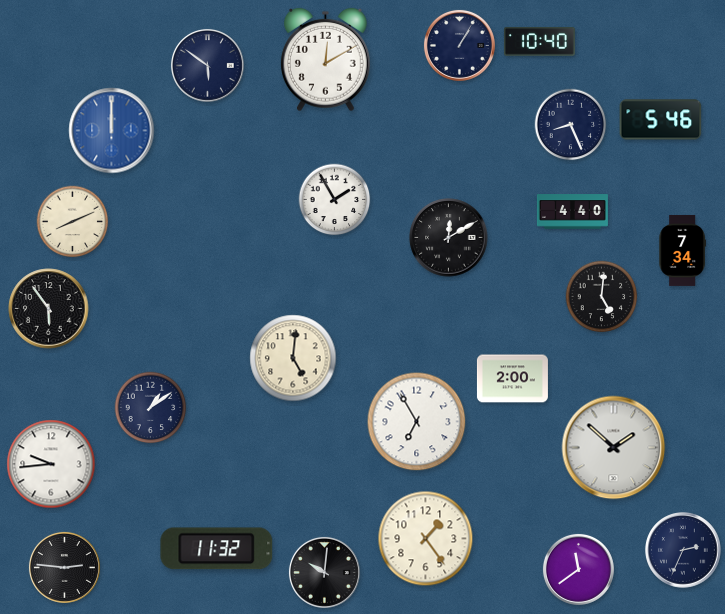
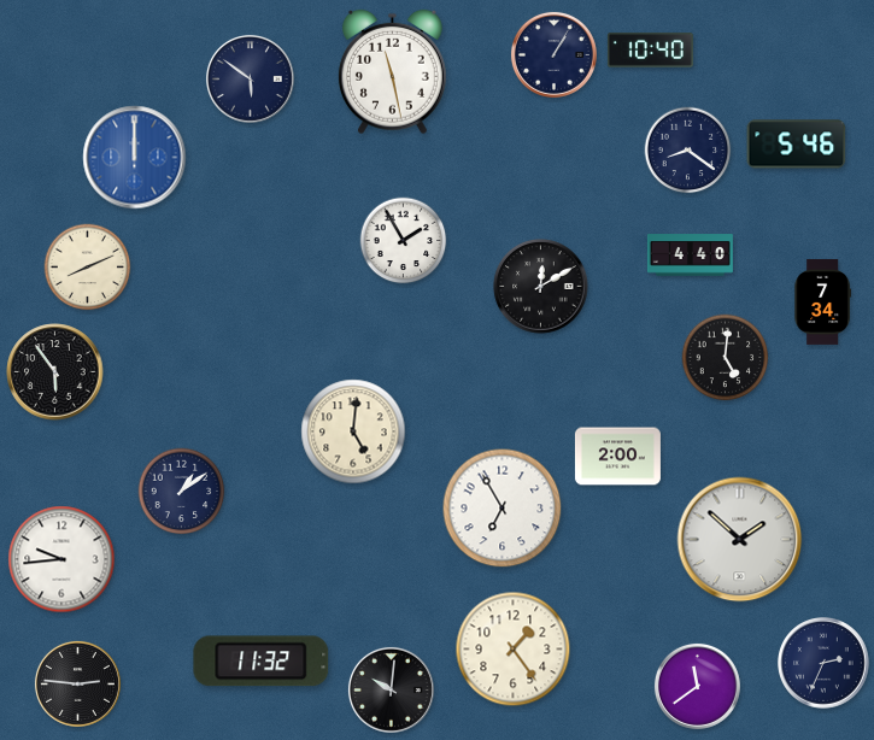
clock at (325, 60): 12:10 -> 11:28
clock at (571, 125): 8:26 -> 8:21
clock at (49, 309) position: (49, 309) -> (55, 372)
